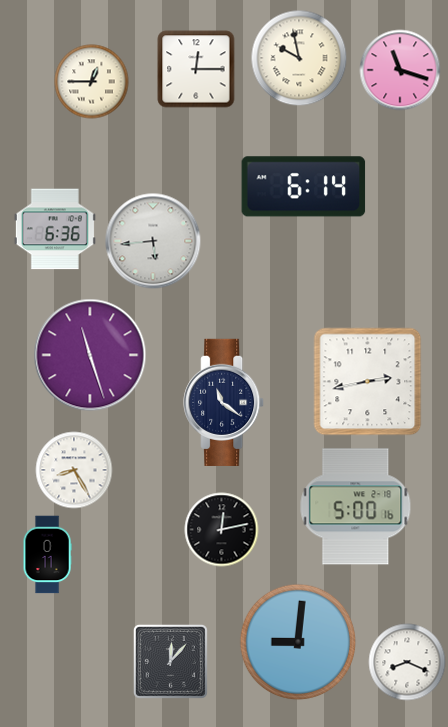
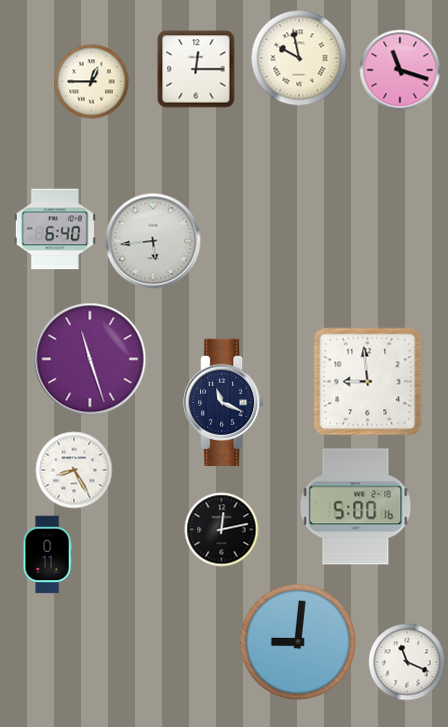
clock at (304, 187): 6:14 -> none
clock at (55, 229): 6:36 -> 6:40
clock at (90, 355) position: (90, 355) -> (90, 359)
clock at (368, 382): 2:43 -> 8:59
clock at (224, 402): 11:21 -> 11:19
clock at (170, 661): 12:07 -> none
clock at (407, 662): 8:19 -> 11:19
